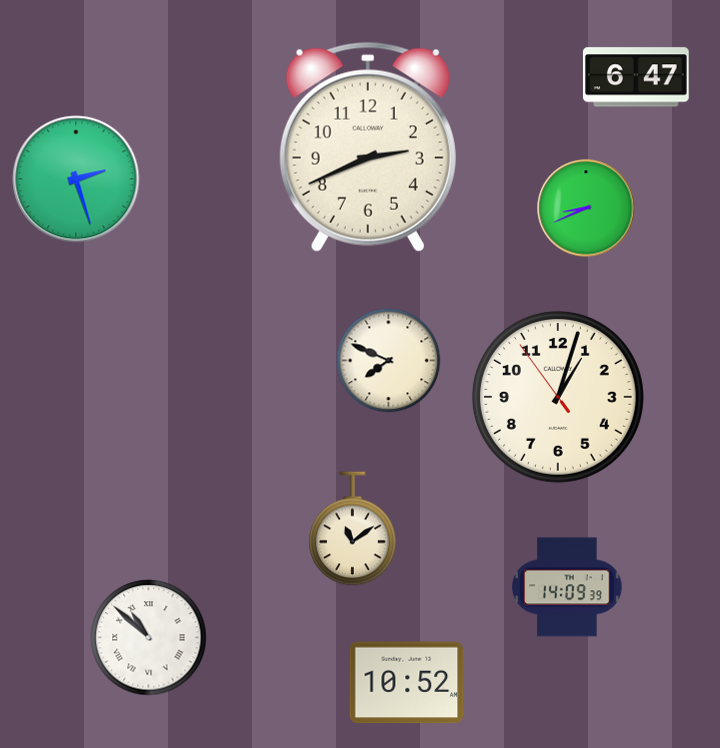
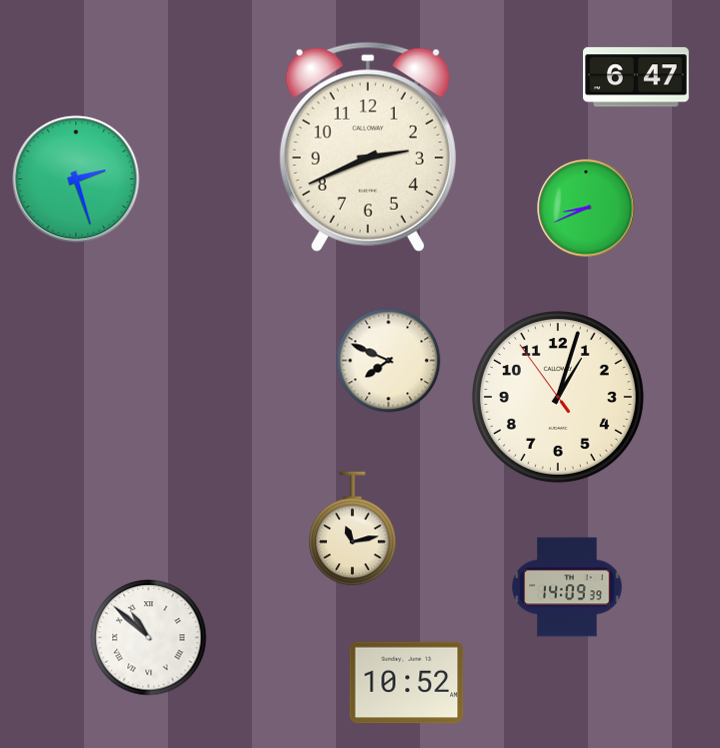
clock at (353, 529): 11:09 -> 11:13
